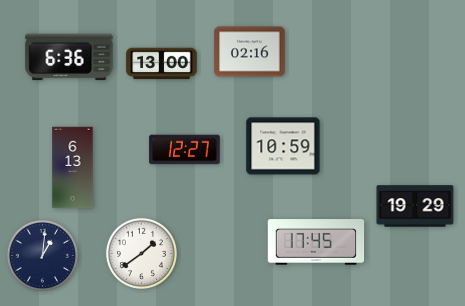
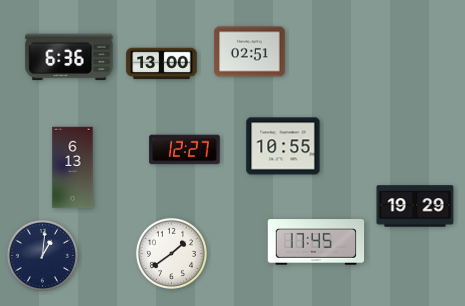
clock at (250, 52): 02:16 -> 02:51
clock at (283, 146): 10:59 -> 10:55
clock at (141, 253) position: (141, 253) -> (171, 253)
